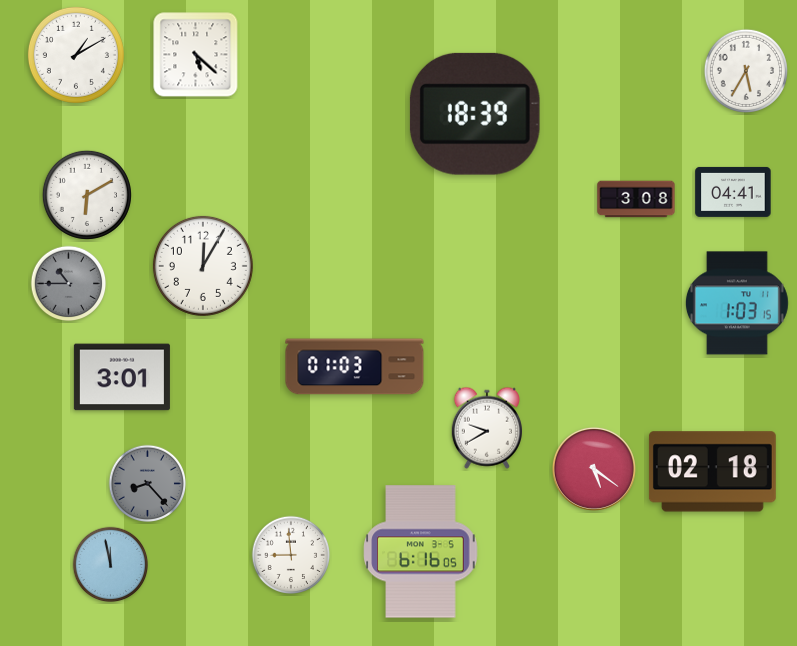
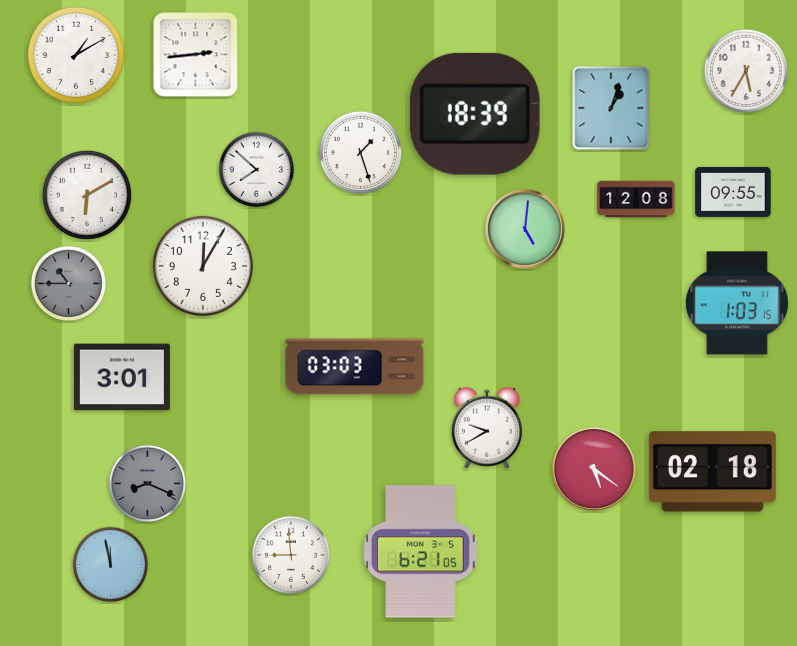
clock at (196, 55): 5:22 -> 2:44
clock at (611, 108): none -> 1:03
clock at (360, 152): none -> 1:27
clock at (257, 170): none -> 7:52
clock at (733, 192): 04:41 -> 09:55
clock at (636, 199): 3:08 -> 12:08
clock at (525, 229): none -> 5:01
clock at (355, 367): 01:03 -> 03:03
clock at (148, 484): 8:23 -> 8:19
clock at (421, 552): 6:16 -> 6:21
